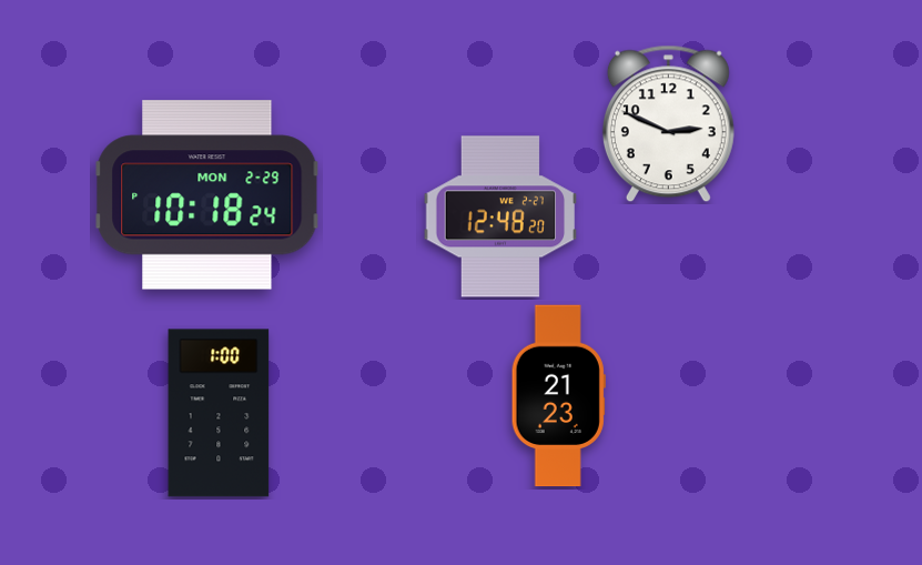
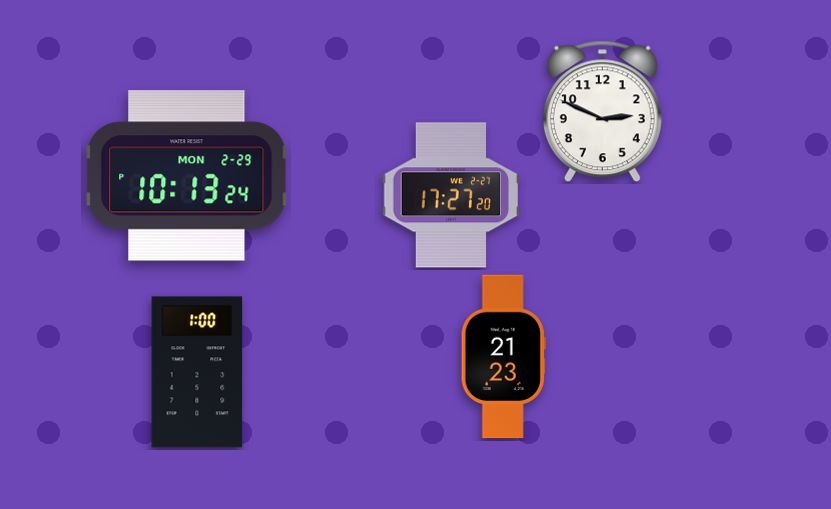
clock at (207, 195): 10:18 -> 10:13
clock at (500, 216): 12:48 -> 17:27
